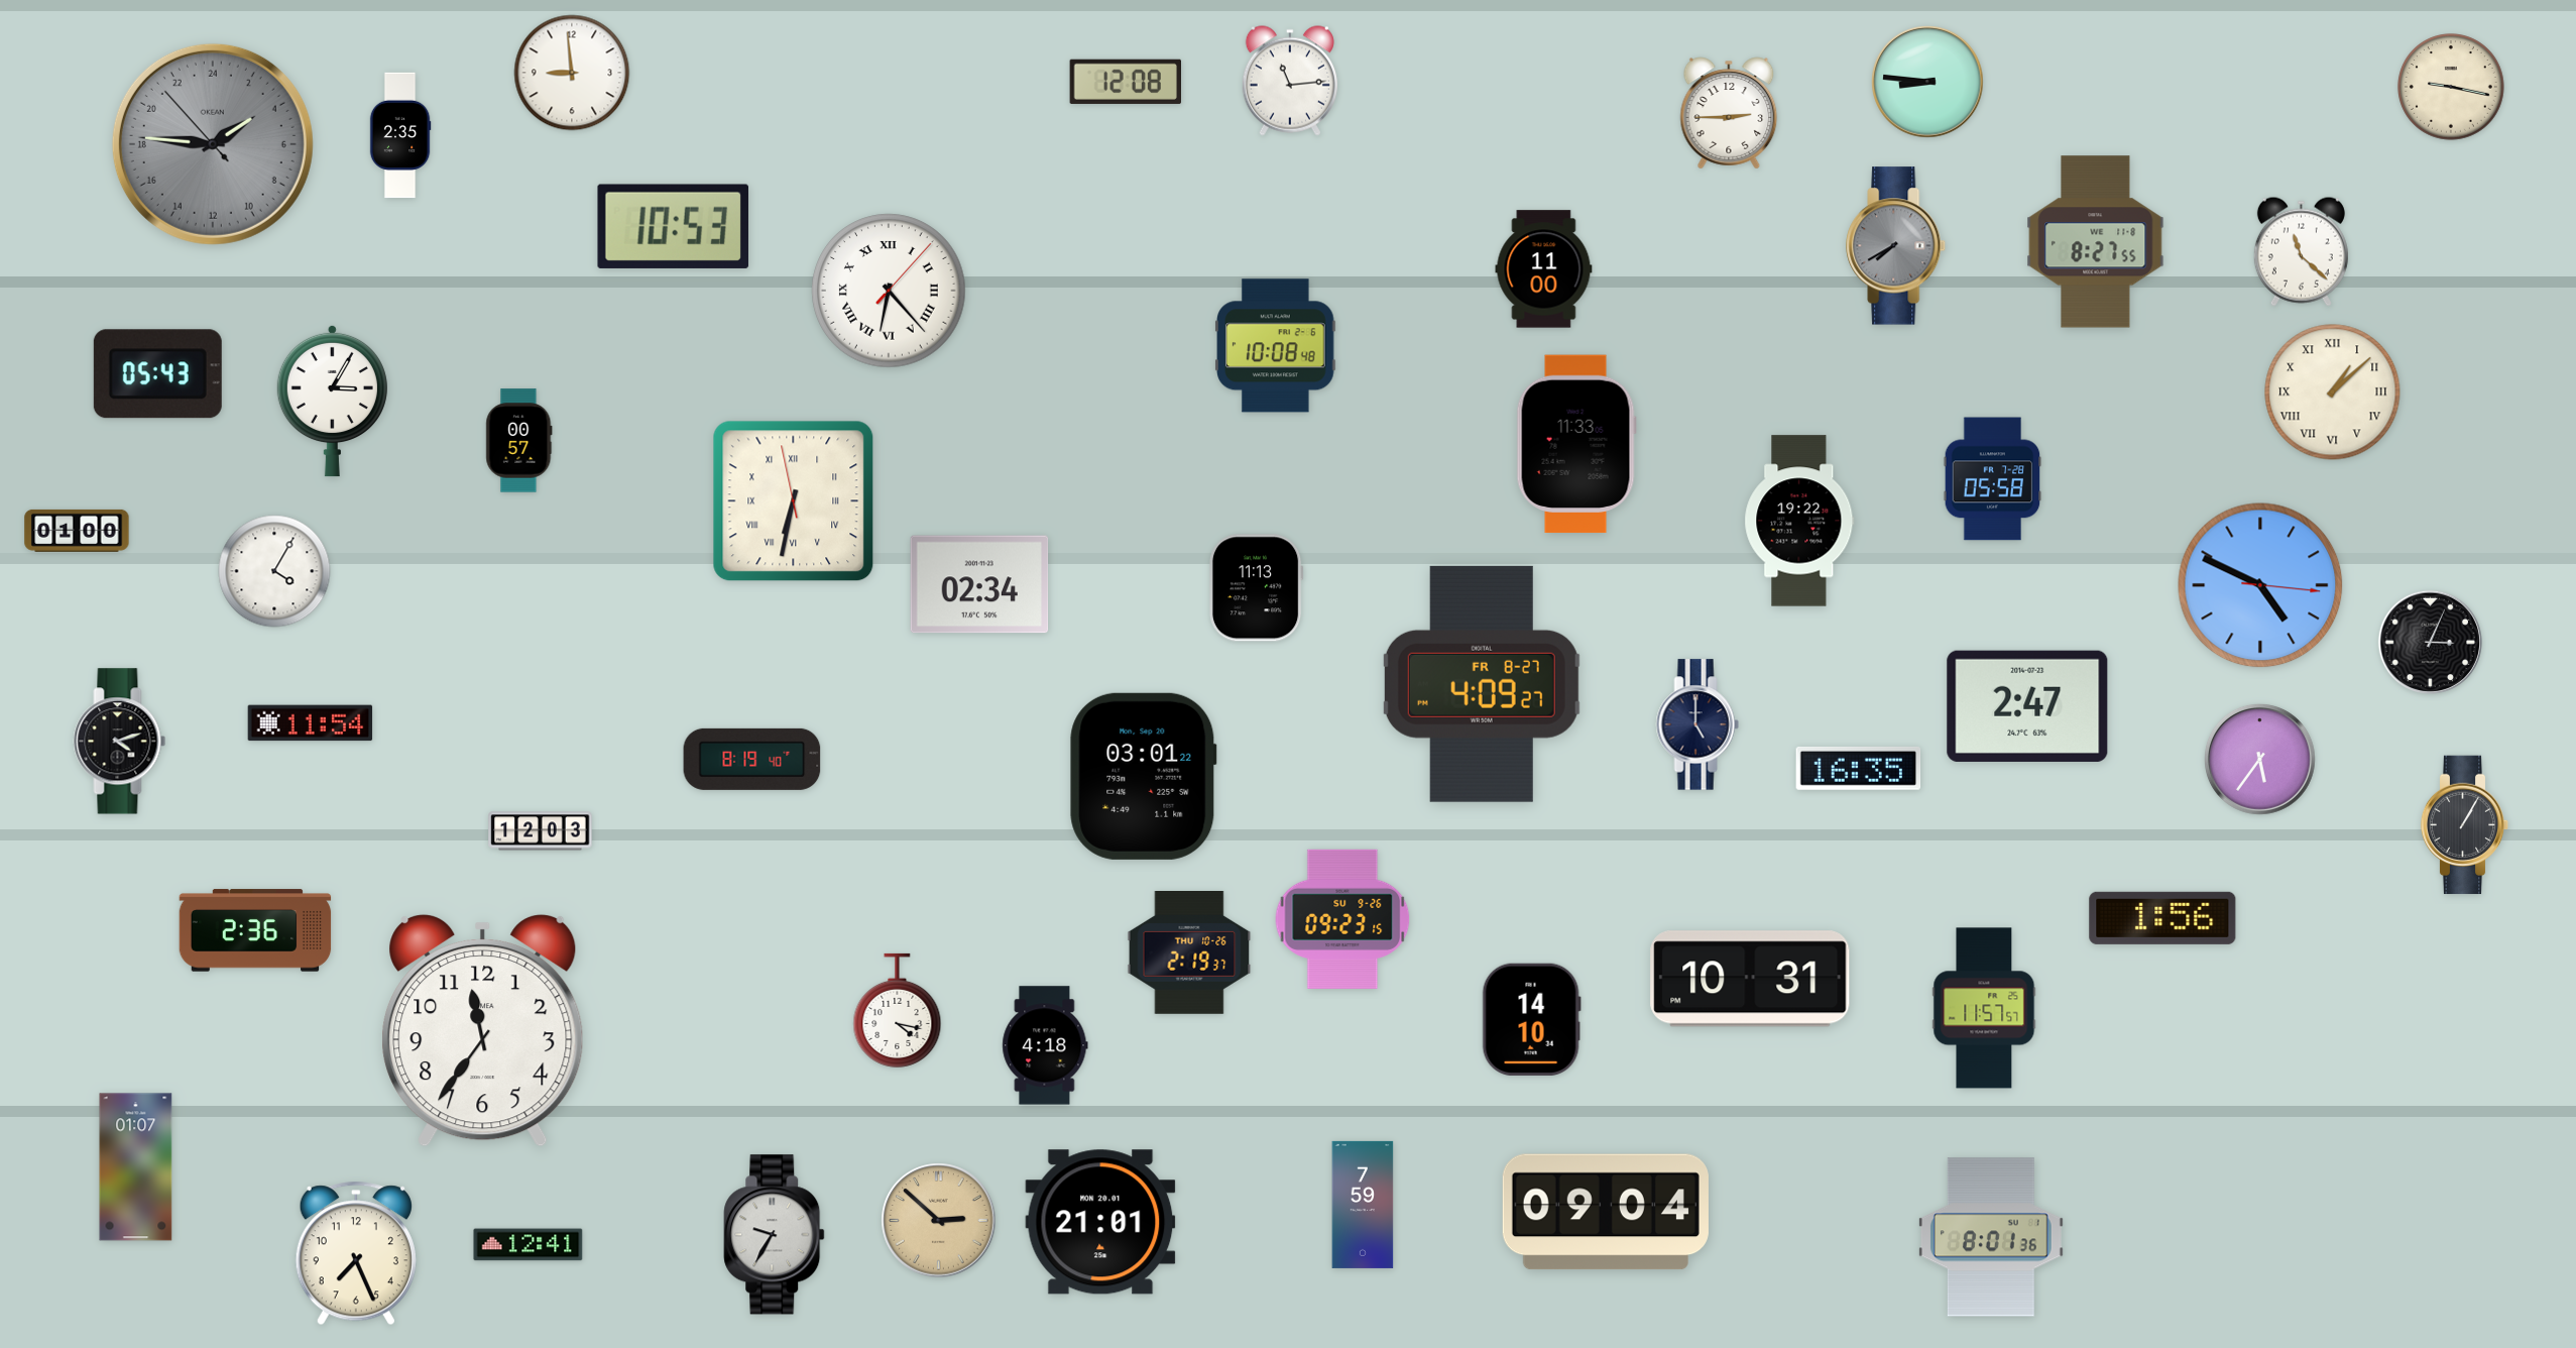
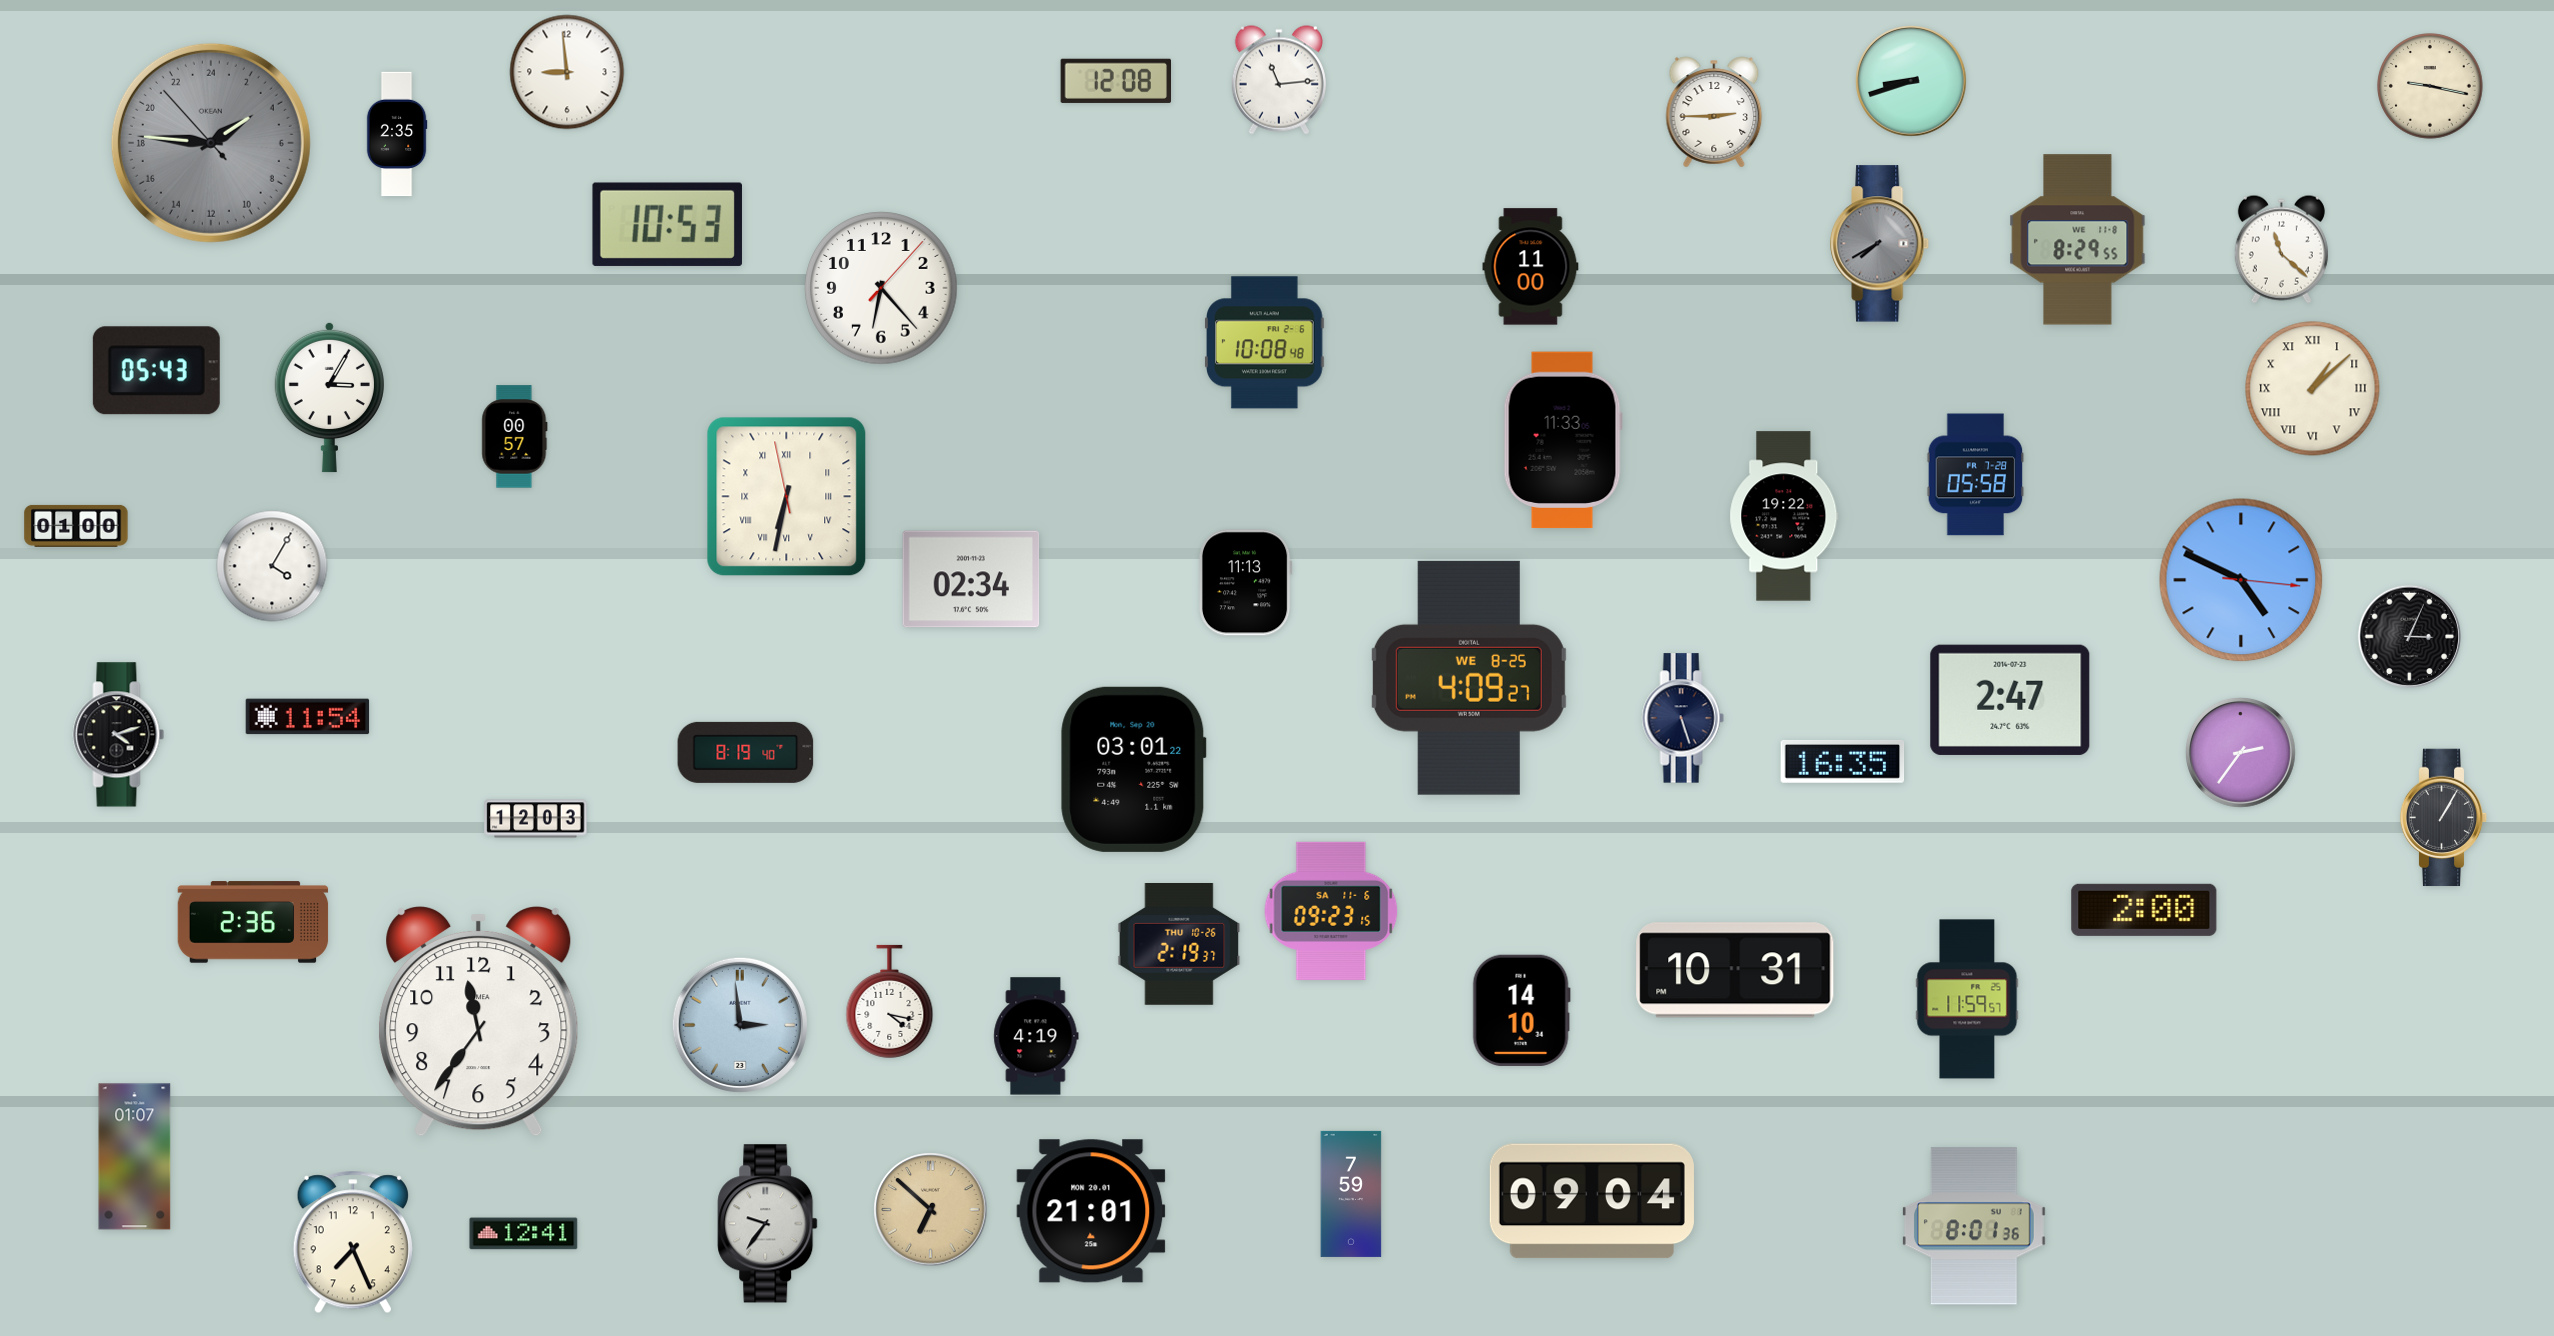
clock at (1928, 83): 8:46 -> 8:42
clock at (2096, 242): 8:27 -> 8:29
clock at (889, 291) numerals: Roman -> Arabic
clock at (1482, 684) date: FR 8-27 -> WE 8-25
clock at (1697, 724): 5:00 -> 5:27
clock at (2260, 760): 5:36 -> 2:36
clock at (541, 831) position: (541, 831) -> (536, 819)
clock at (2162, 918): 1:56 -> 2:00
clock at (1342, 919) date: SU 9-26 -> SA 11-6
clock at (1984, 1008): 11:57 -> 11:59
clock at (1531, 1019) position: (1531, 1019) -> (1521, 1010)
clock at (740, 1025): none -> 2:59
clock at (1045, 1045): 4:18 -> 4:19
clock at (939, 1221): 2:52 -> 6:52
clock at (775, 1235): 9:35 -> 9:36
